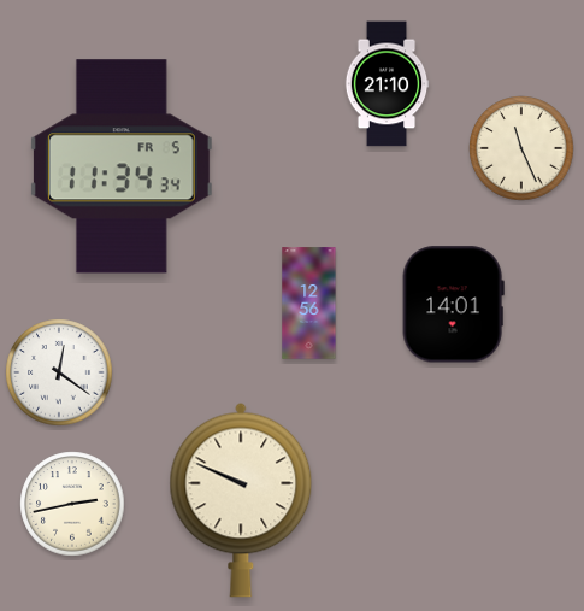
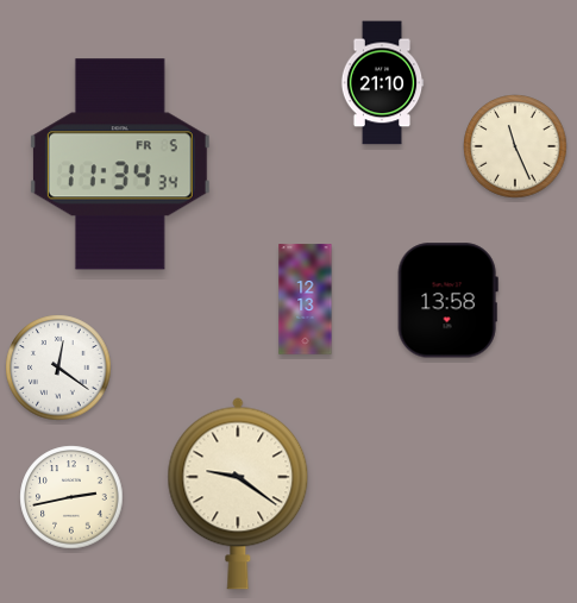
clock at (309, 304): 12:56 -> 12:13
clock at (453, 305): 14:01 -> 13:58
clock at (241, 500): 9:49 -> 9:21
